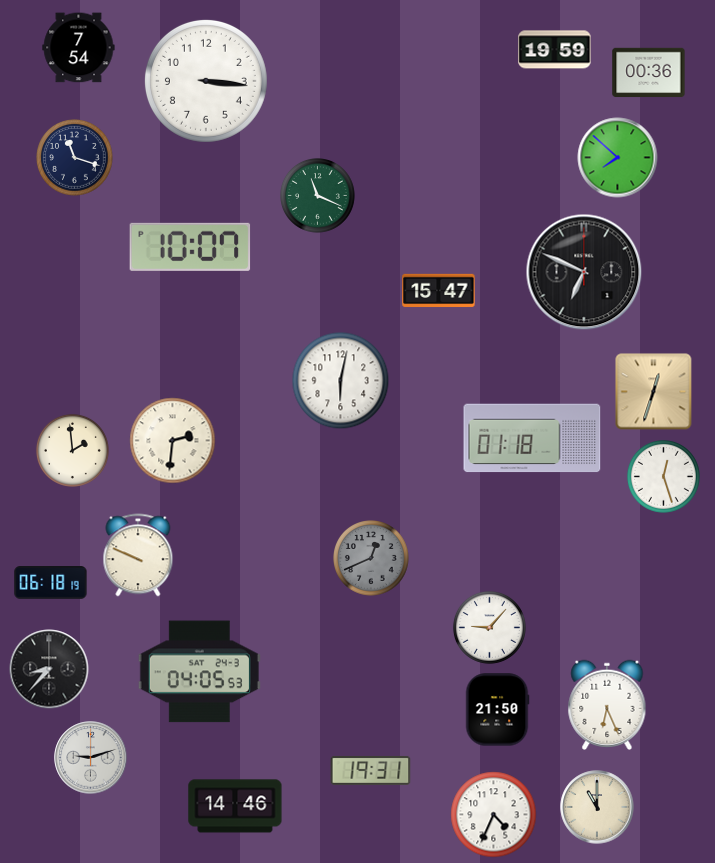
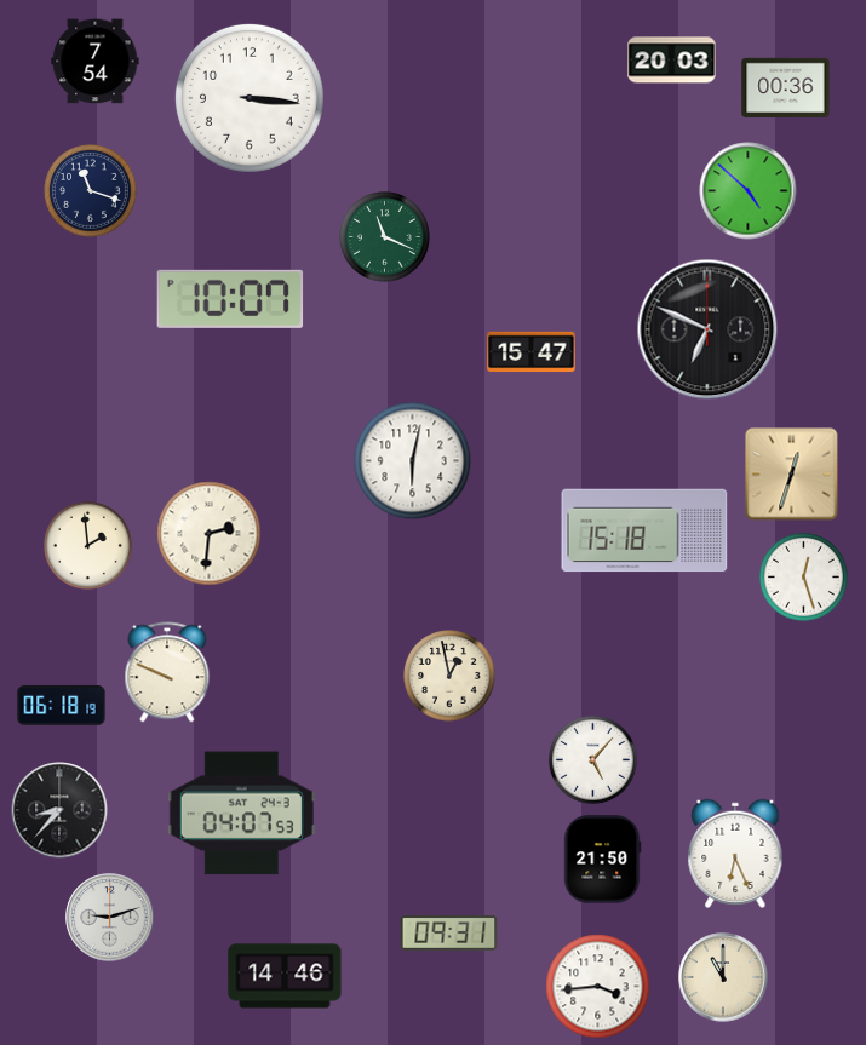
clock at (79, 48) position: (79, 48) -> (96, 62)
clock at (555, 50): 19:59 -> 20:03
clock at (618, 158): 7:52 -> 4:52
clock at (532, 438): 01:18 -> 15:18
clock at (372, 559): 12:41 -> 12:58
clock at (372, 559) dial: grey -> cream
clock at (489, 627): 9:07 -> 5:07
clock at (199, 672): 04:05 -> 04:07
clock at (371, 770): 19:31 -> 09:31
clock at (494, 815): 4:34 -> 3:44
